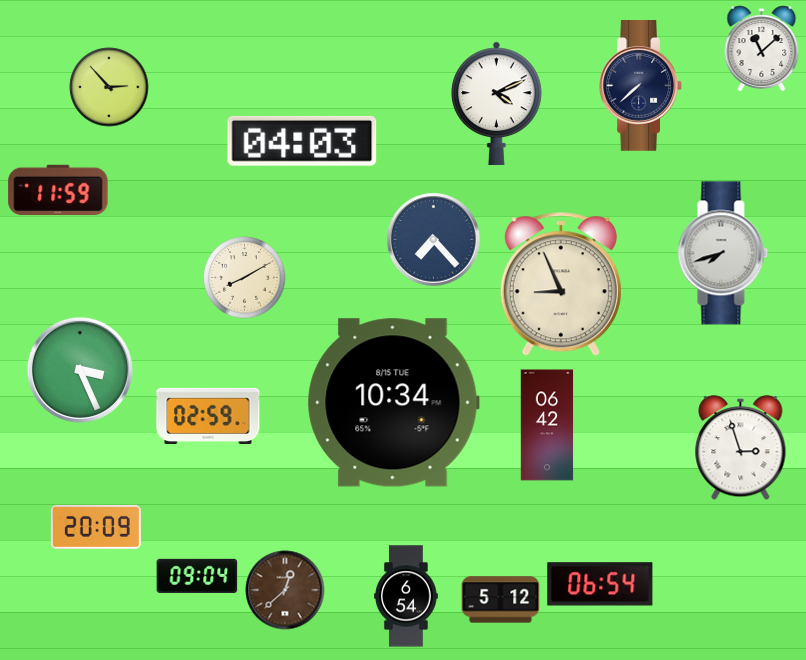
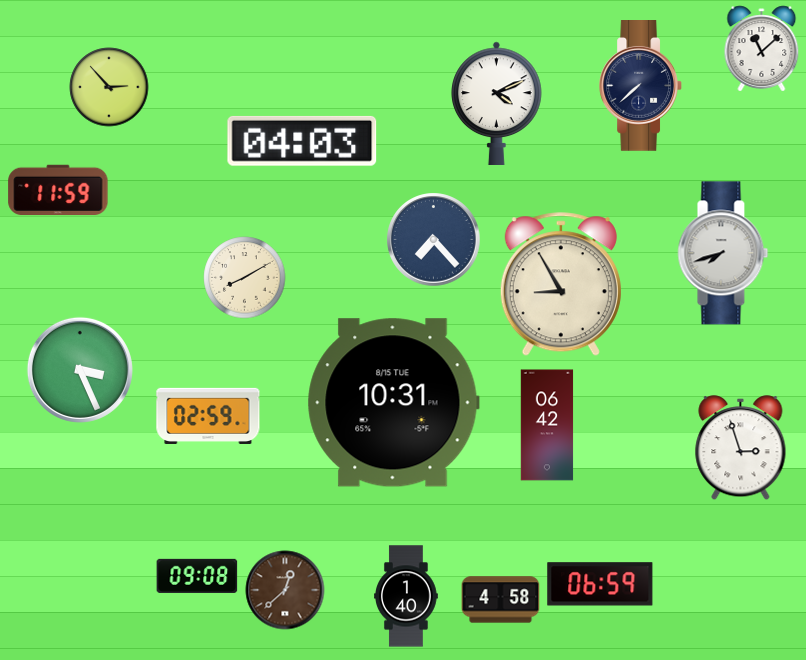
clock at (561, 285): 8:56 -> 8:55
clock at (393, 403): 10:34 -> 10:31
clock at (96, 527): 20:09 -> none
clock at (197, 576): 09:04 -> 09:08
clock at (600, 584): 06:54 -> 06:59
clock at (407, 596): 6:54 -> 1:40
clock at (501, 600): 5:12 -> 4:58
